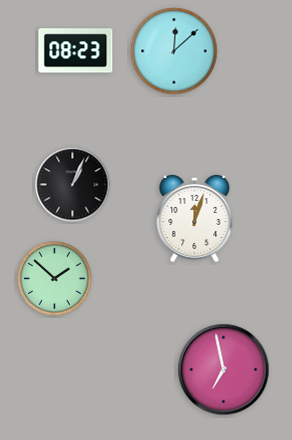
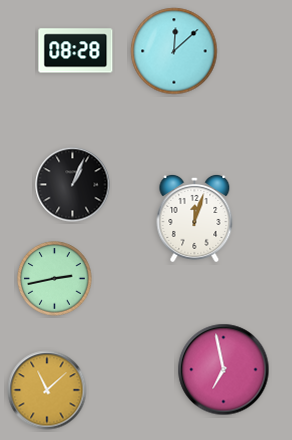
clock at (76, 51): 08:23 -> 08:28
clock at (55, 279): 1:52 -> 2:43
clock at (47, 390): none -> 11:08
